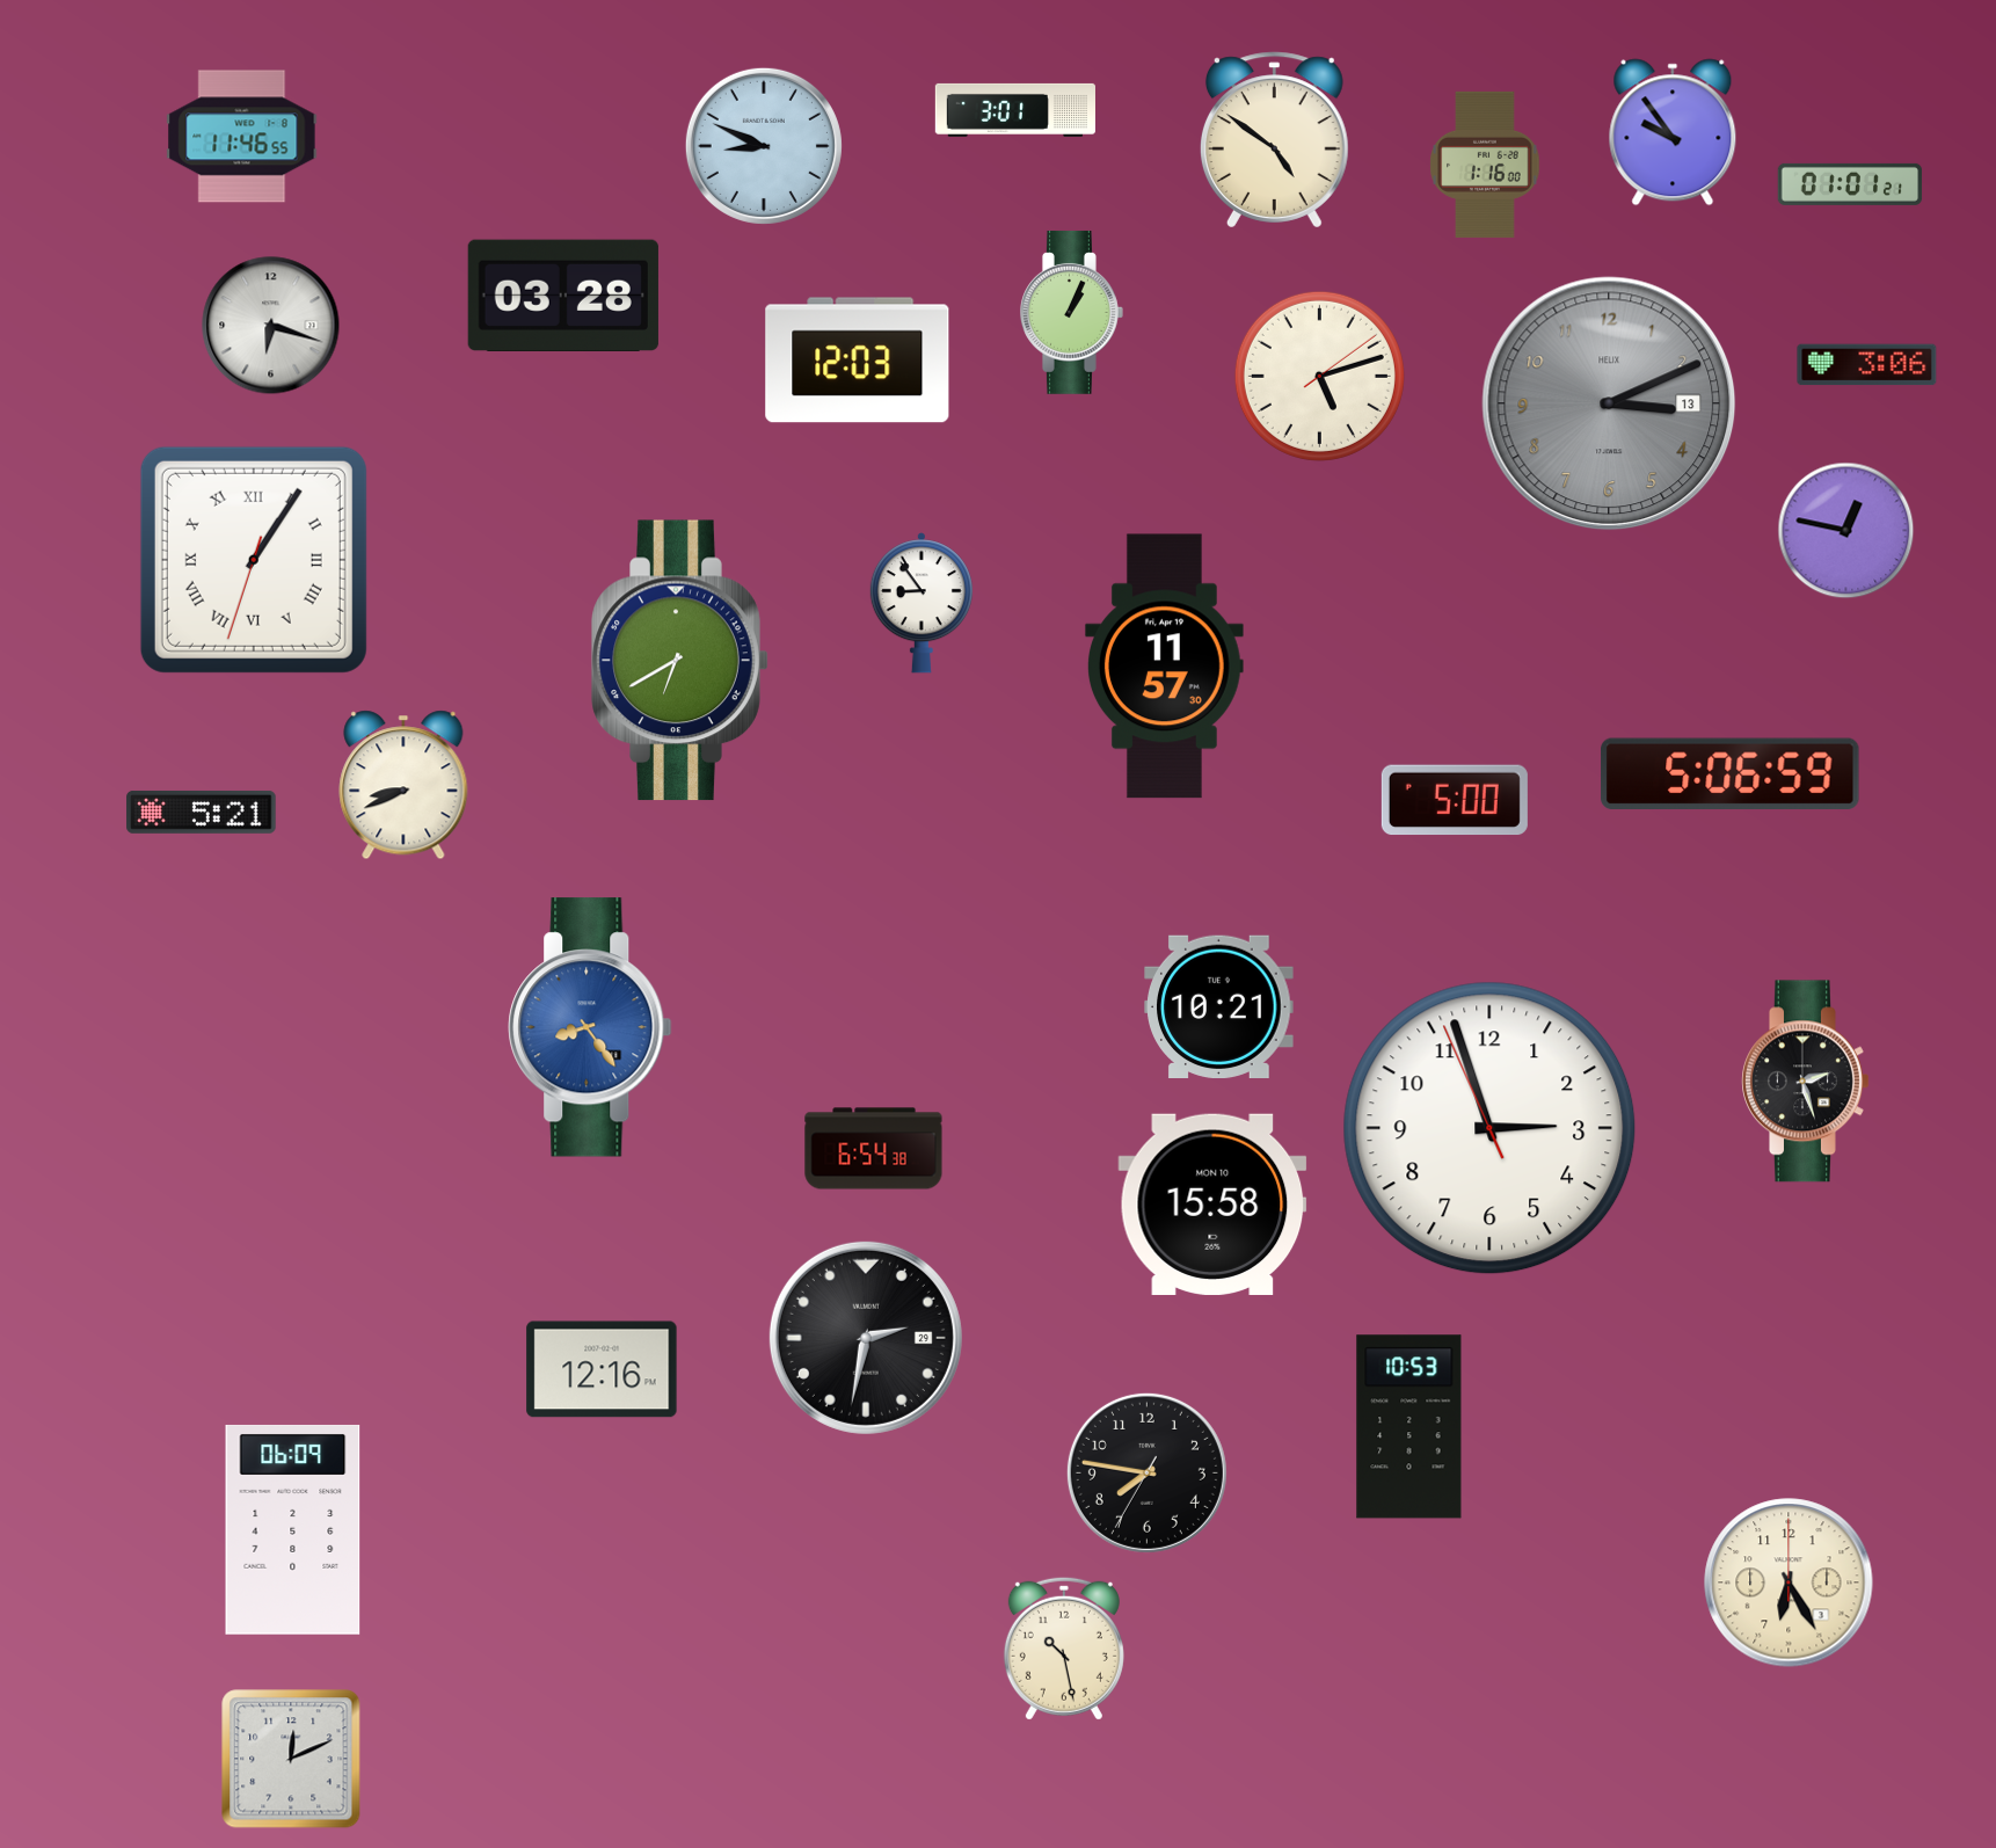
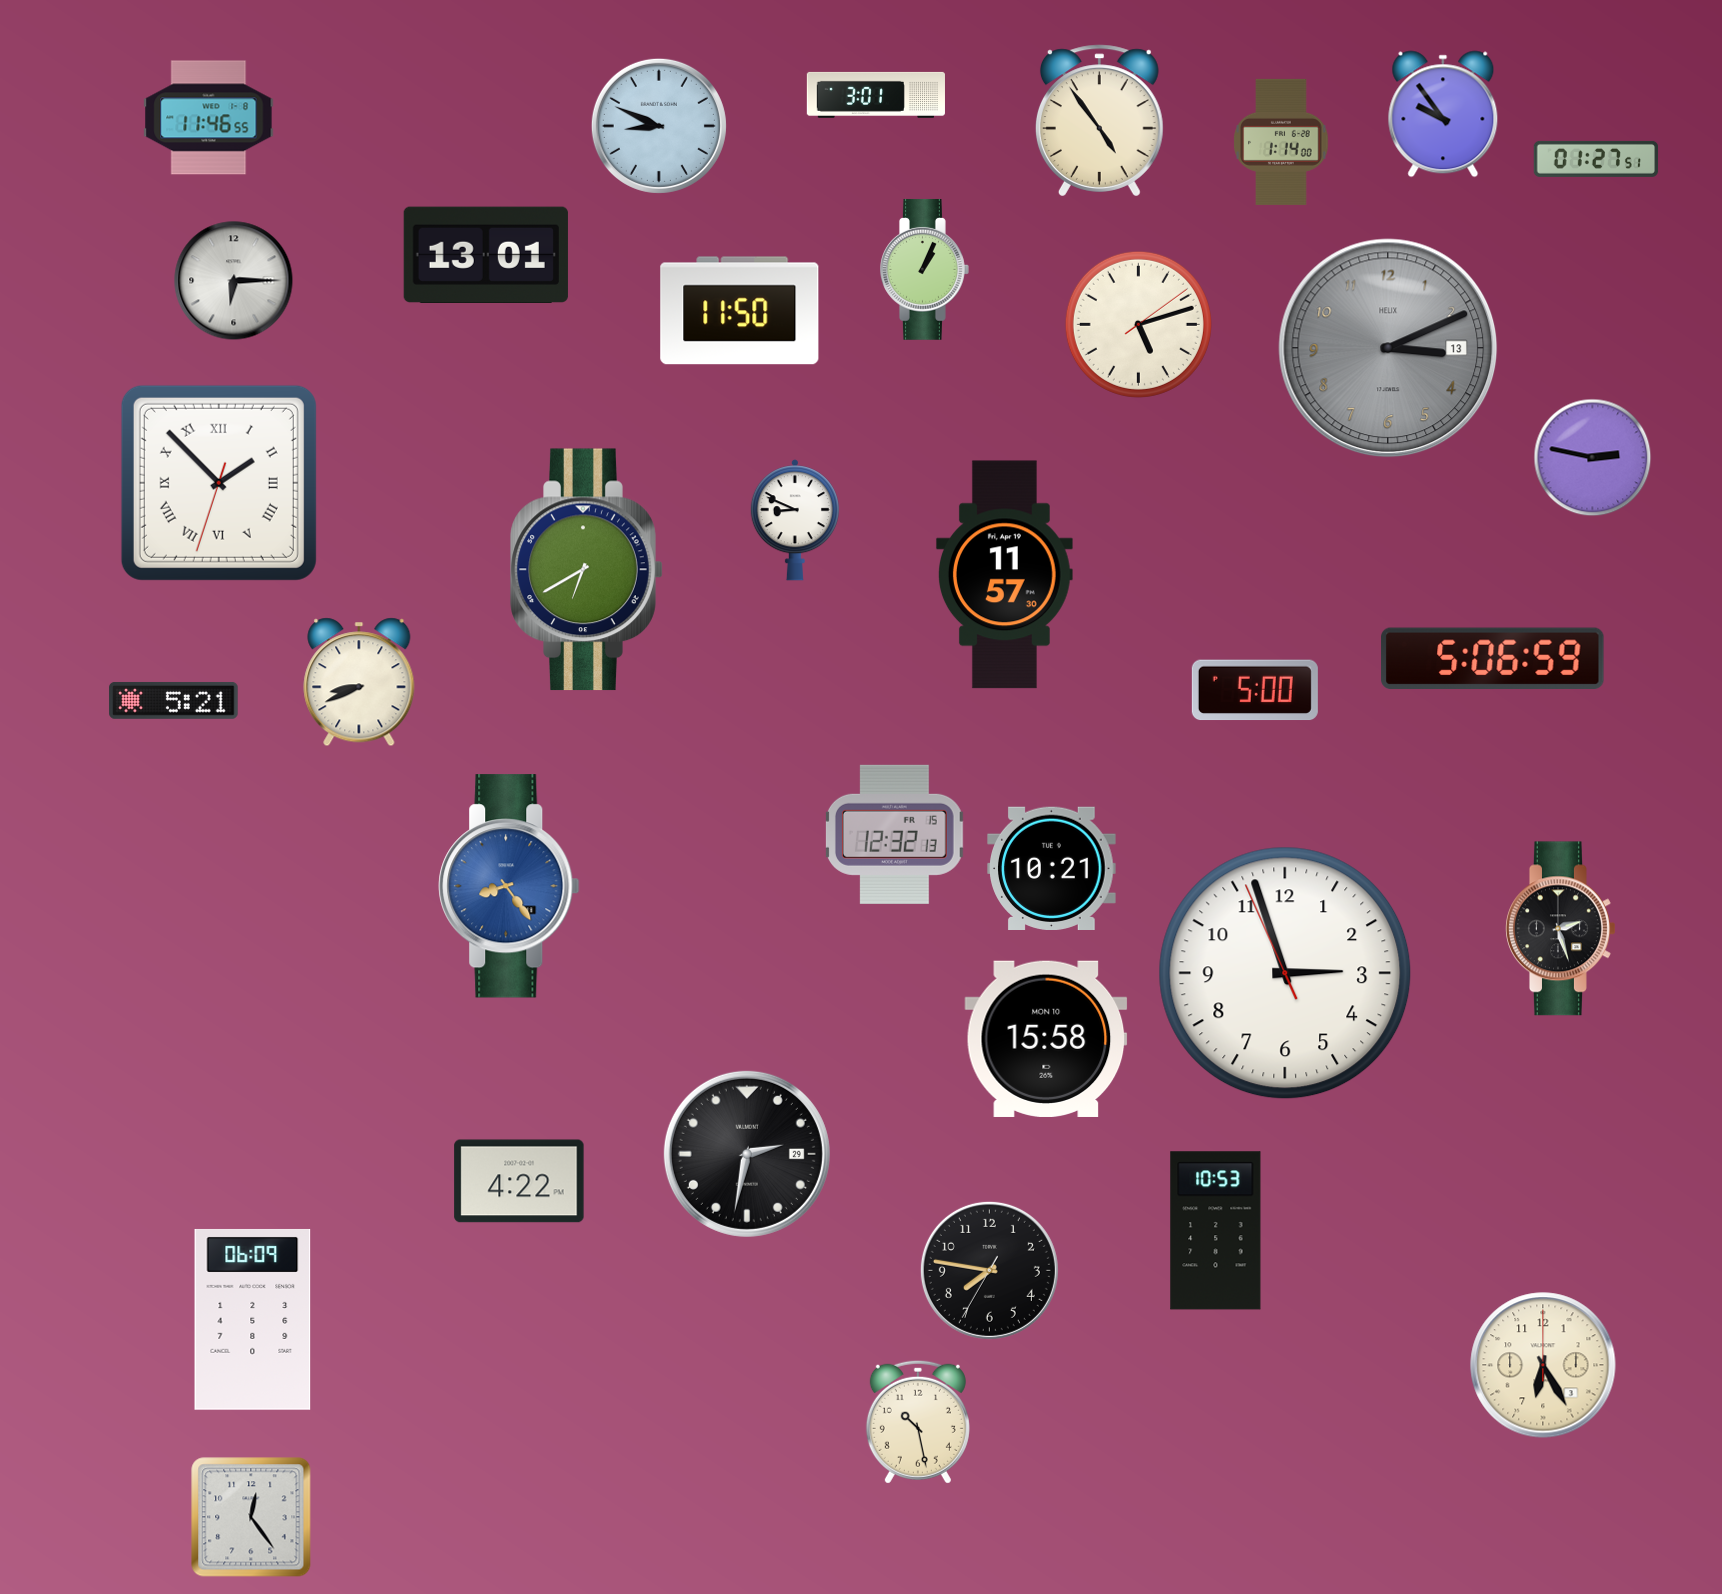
clock at (1274, 140): 4:51 -> 4:54
clock at (1485, 165): 1:16 -> 1:14
clock at (1850, 184): 01:01 -> 01:27
clock at (563, 294): 03:28 -> 13:01
clock at (271, 326): 6:18 -> 6:15
clock at (858, 361): 12:03 -> 11:50
clock at (1867, 365): 3:06 -> none
clock at (1846, 531): 12:47 -> 2:47
clock at (254, 560): 1:05 -> 1:52
clock at (921, 603): 8:54 -> 8:49
clock at (1731, 773) position: (1731, 773) -> (1493, 658)
clock at (403, 785) position: (403, 785) -> (359, 682)
clock at (894, 834): none -> 12:32
clock at (1806, 1082) position: (1806, 1082) -> (1561, 929)
clock at (874, 1149): 6:54 -> none
clock at (602, 1369): 12:16 -> 4:22
clock at (291, 1759): 12:11 -> 12:24
